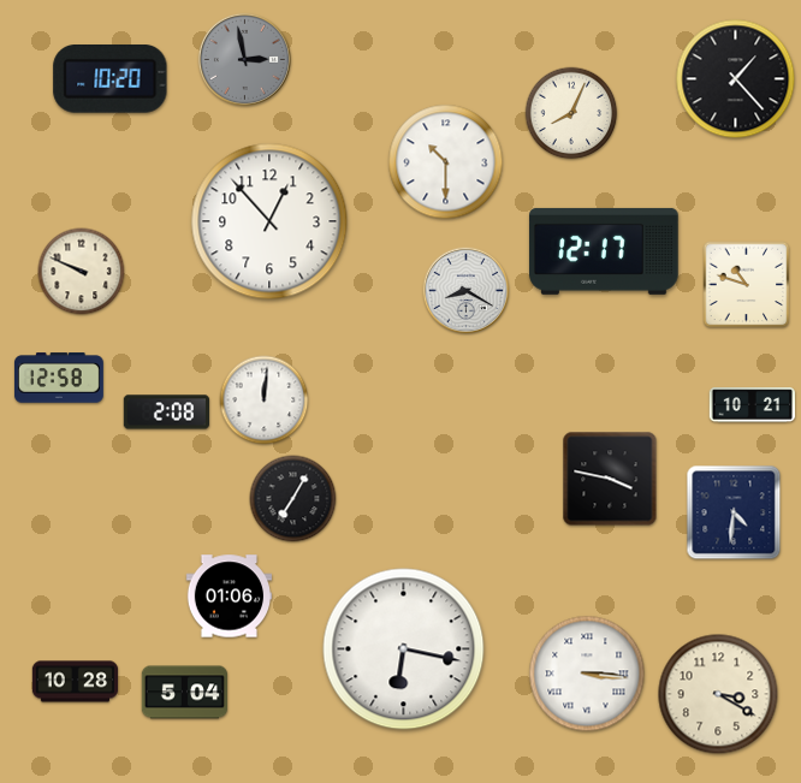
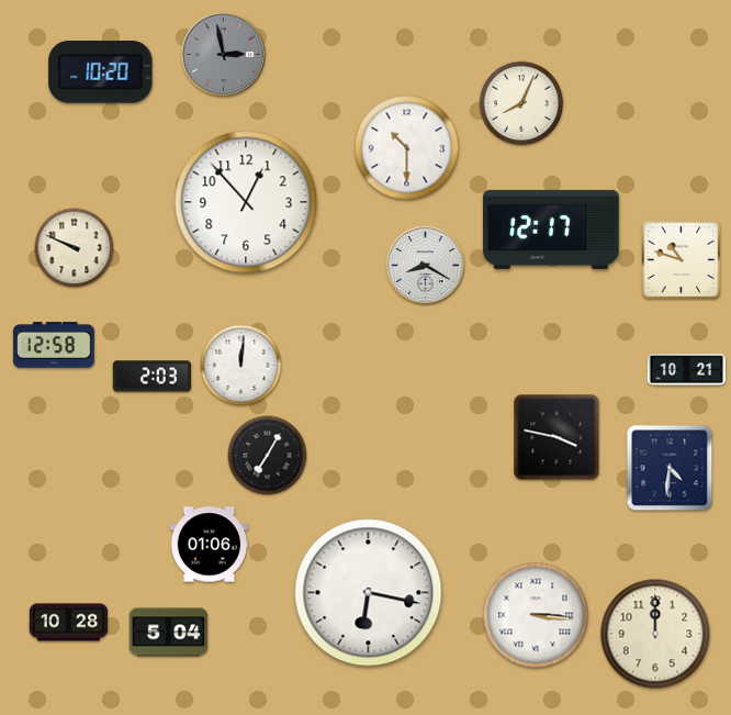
clock at (736, 79): 1:23 -> none
clock at (167, 413): 2:08 -> 2:03
clock at (718, 694): 3:20 -> 12:00
